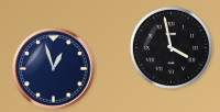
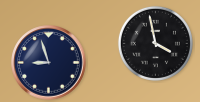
clock at (54, 69): 12:57 -> 8:57
